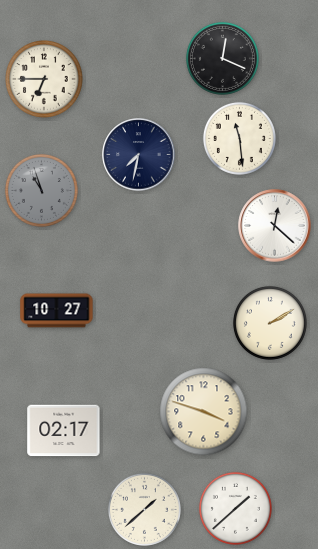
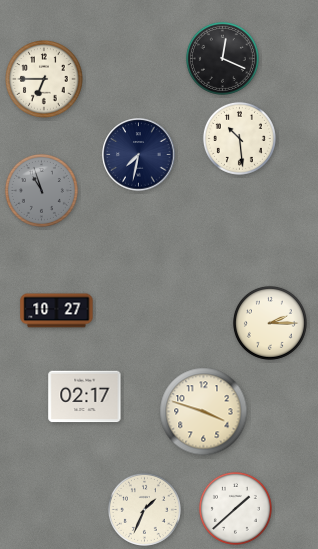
clock at (239, 138): 11:29 -> 10:29
clock at (275, 226): 12:22 -> none
clock at (270, 323): 2:10 -> 2:15
clock at (64, 431) position: (64, 431) -> (85, 397)
clock at (144, 509): 1:38 -> 1:34
